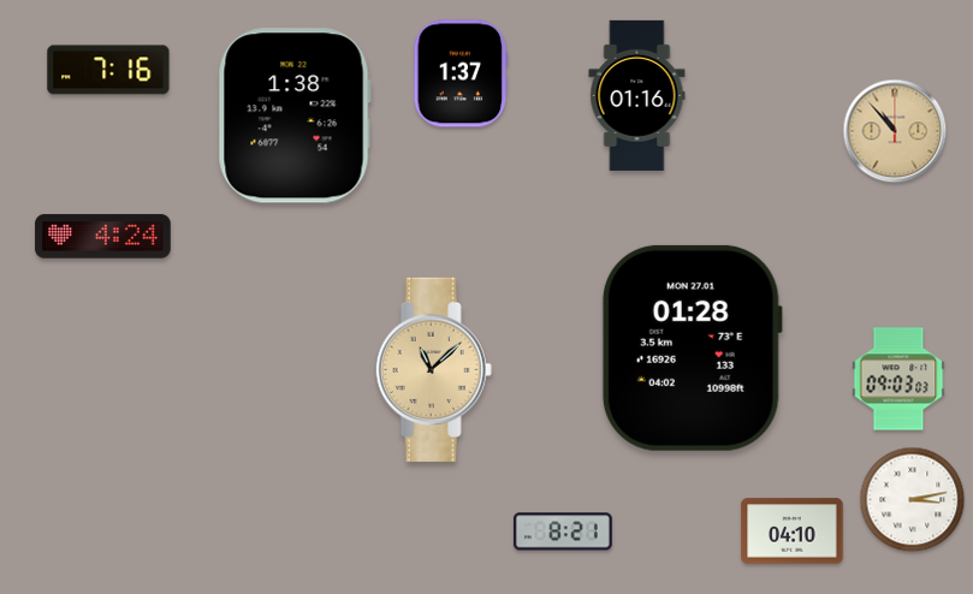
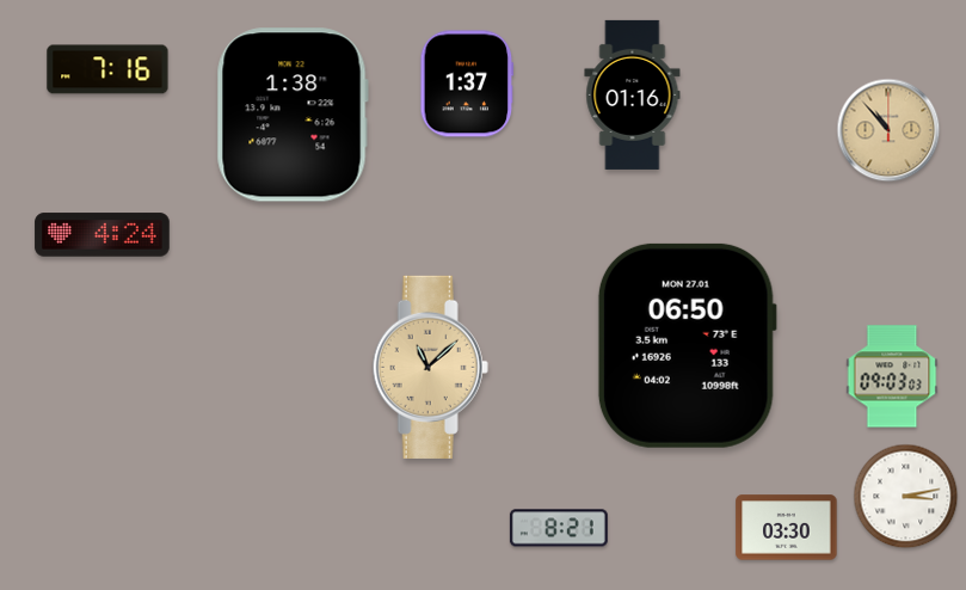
clock at (461, 73) position: (461, 73) -> (467, 84)
clock at (692, 348): 01:28 -> 06:50
clock at (793, 531): 04:10 -> 03:30
